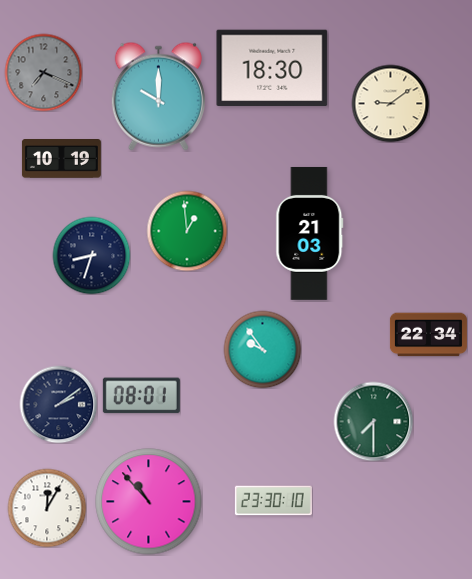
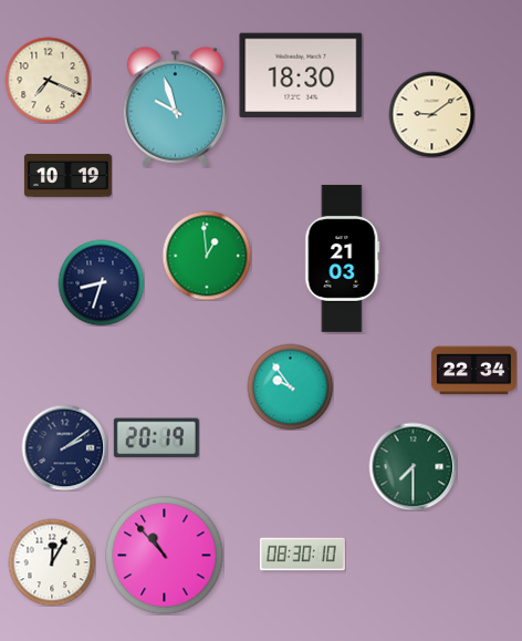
clock at (43, 72) dial: grey -> cream
clock at (158, 96): 10:00 -> 9:57
clock at (141, 396): 08:01 -> 20:19
clock at (273, 501): 23:30 -> 08:30
